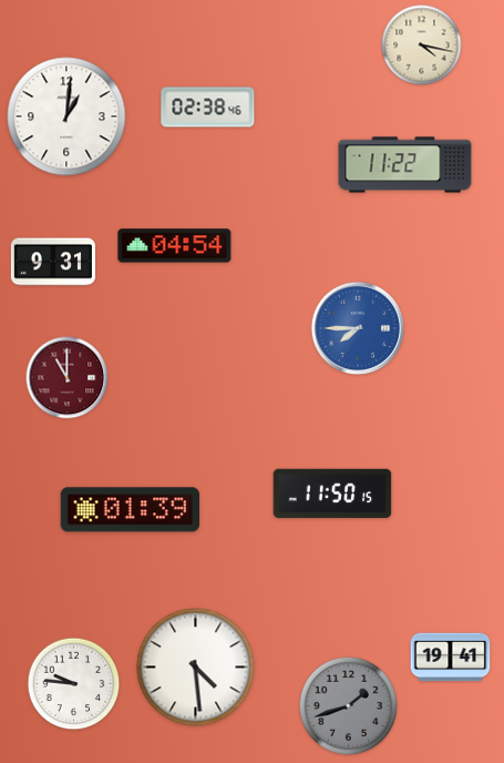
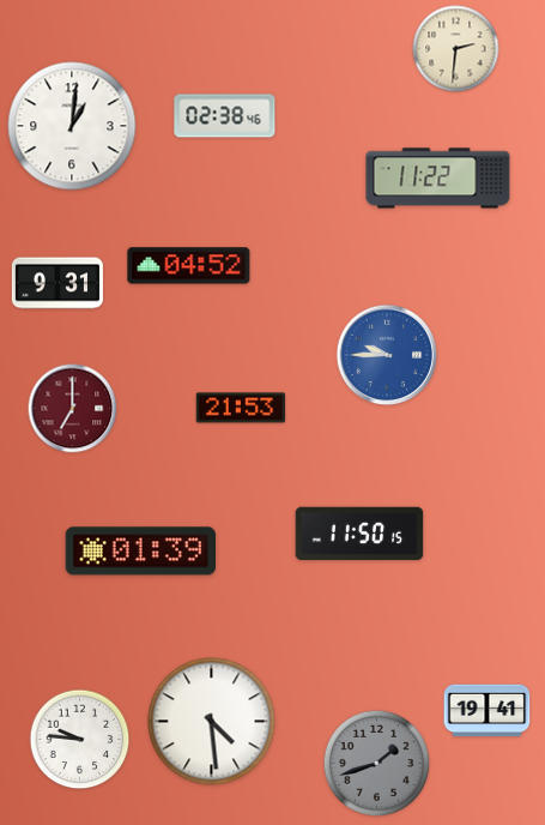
clock at (422, 45): 4:17 -> 2:31
clock at (175, 246): 04:54 -> 04:52
clock at (358, 328): 7:45 -> 9:45
clock at (241, 408): none -> 21:53
clock at (68, 378): 11:00 -> 7:00
